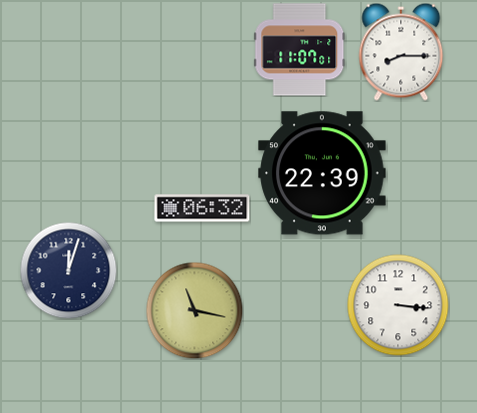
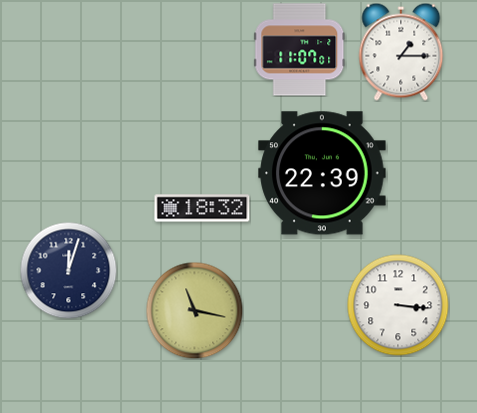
clock at (401, 52): 8:15 -> 1:15
clock at (202, 208): 06:32 -> 18:32
